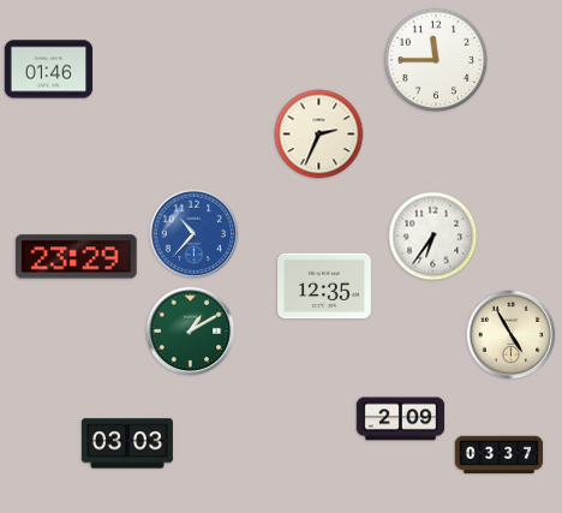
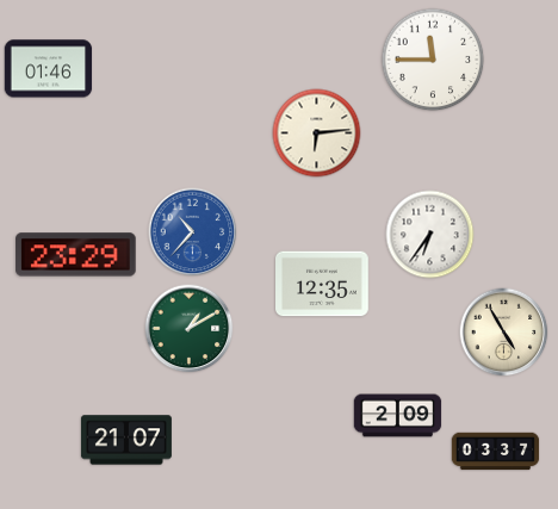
clock at (319, 135): 2:34 -> 6:14
clock at (512, 335) position: (512, 335) -> (504, 333)
clock at (127, 443): 03:03 -> 21:07
